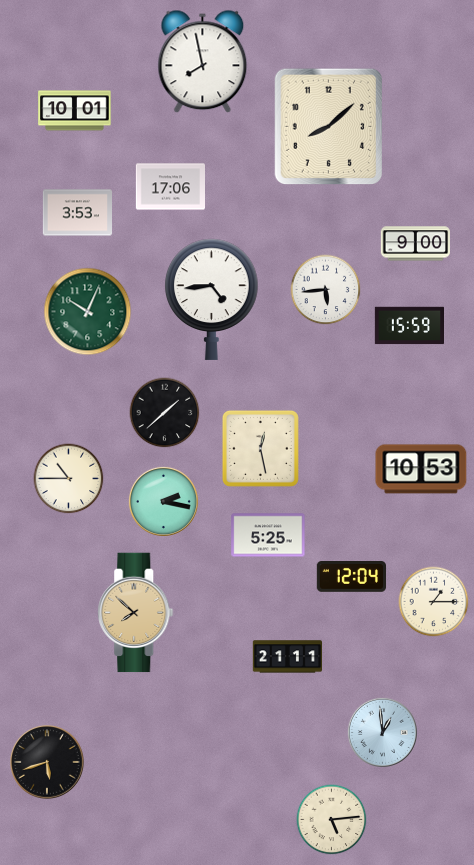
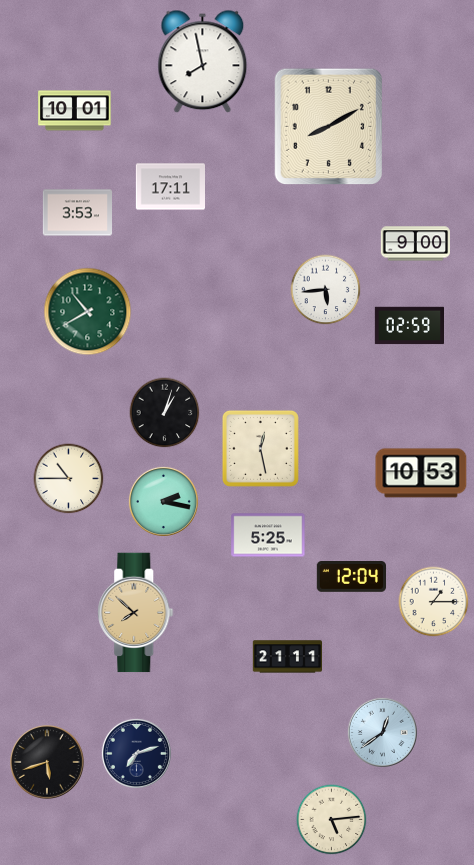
clock at (328, 127): 8:08 -> 8:10
clock at (171, 187): 17:06 -> 17:11
clock at (212, 299): 4:44 -> none
clock at (88, 312): 10:04 -> 10:40
clock at (409, 326): 15:59 -> 02:59
clock at (165, 413): 1:38 -> 1:03
clock at (421, 469) position: (421, 469) -> (421, 473)
clock at (382, 732): 12:59 -> 12:39
clock at (136, 753): none -> 7:12
